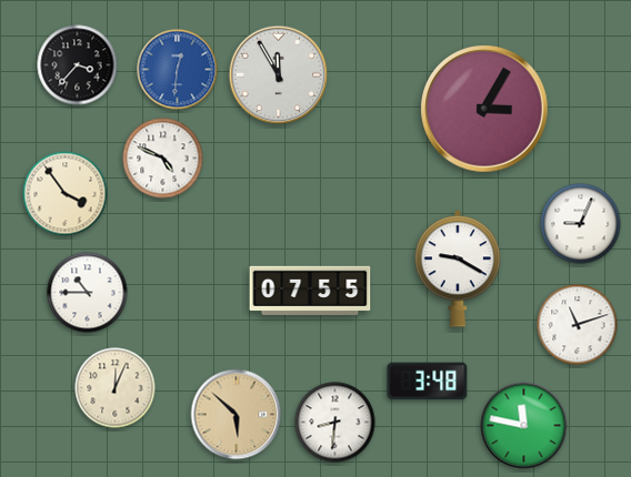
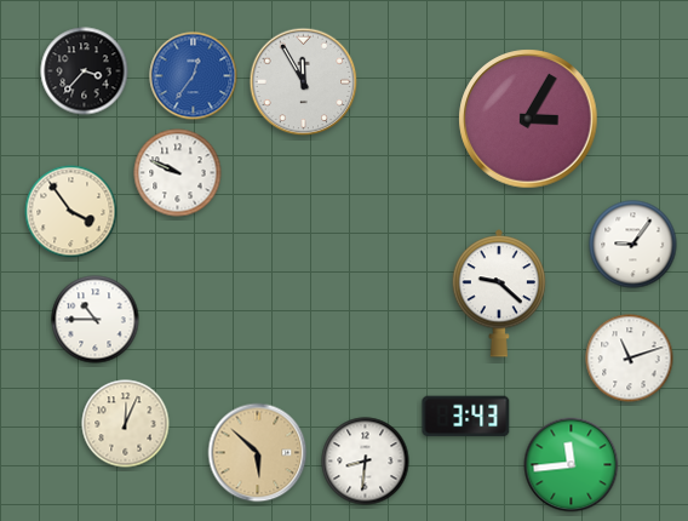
clock at (178, 70): 12:31 -> 12:36
clock at (163, 159): 4:49 -> 9:49
clock at (581, 224): 9:04 -> 9:06
clock at (457, 268): 9:20 -> 9:22
clock at (310, 290): 07:55 -> none
clock at (578, 325) position: (578, 325) -> (630, 359)
clock at (428, 382): 3:48 -> 3:43
clock at (524, 426): 11:47 -> 11:44
